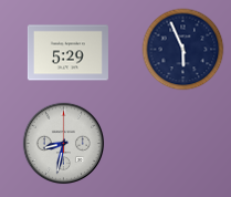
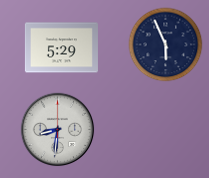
clock at (64, 144): 8:32 -> 8:31
